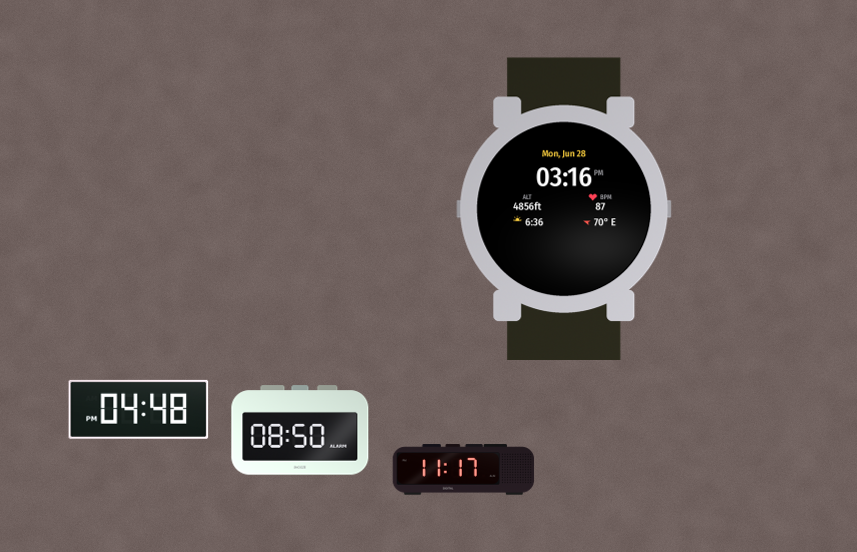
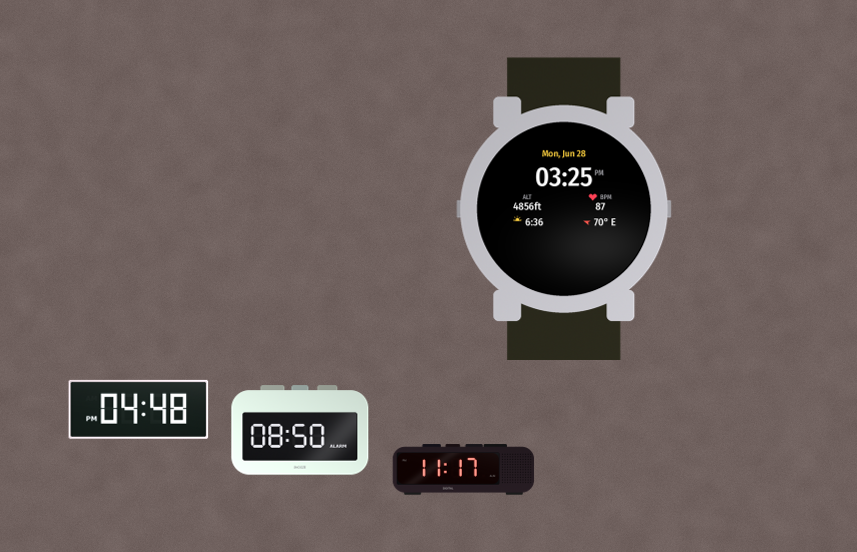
clock at (564, 208): 03:16 -> 03:25
